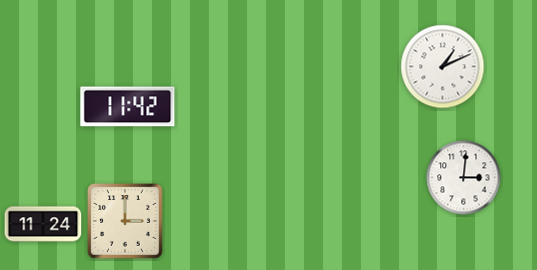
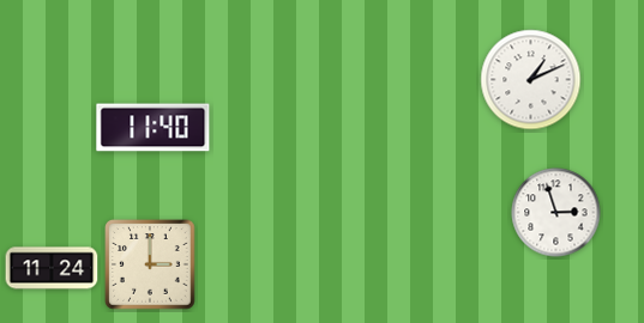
clock at (128, 107): 11:42 -> 11:40
clock at (464, 178): 3:01 -> 2:57
